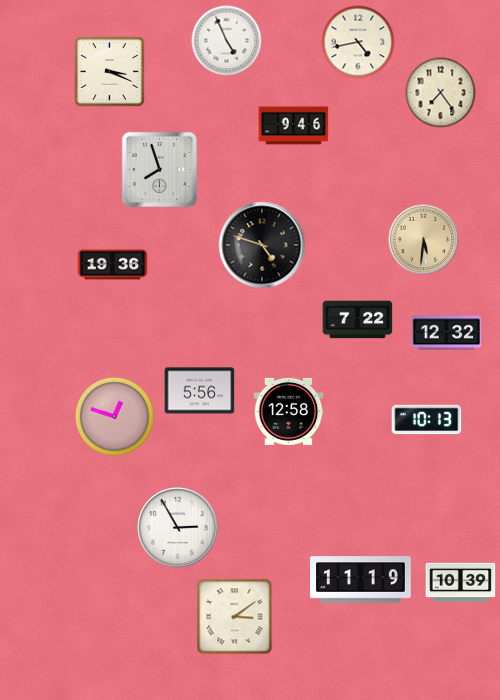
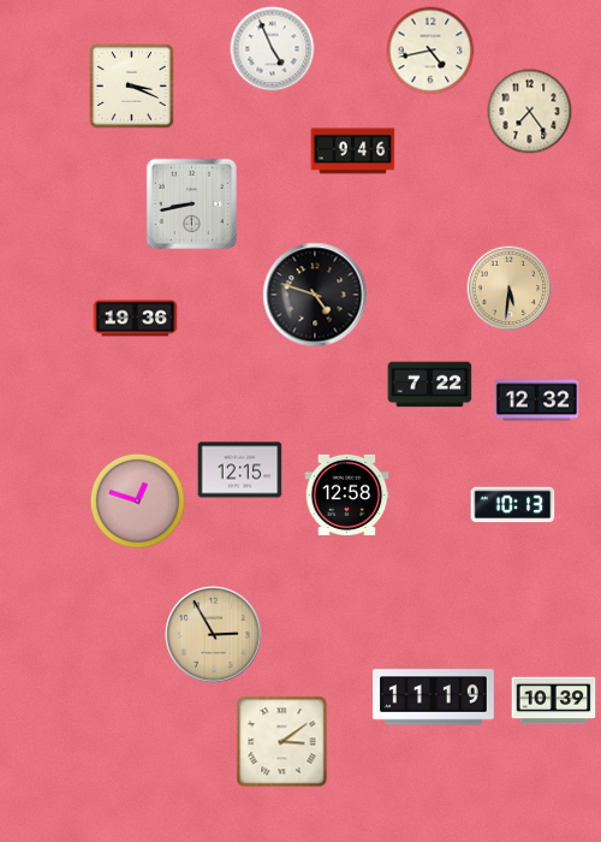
clock at (159, 169): 7:57 -> 8:43
clock at (200, 391): 5:56 -> 12:15
clock at (178, 528) dial: white -> champagne
